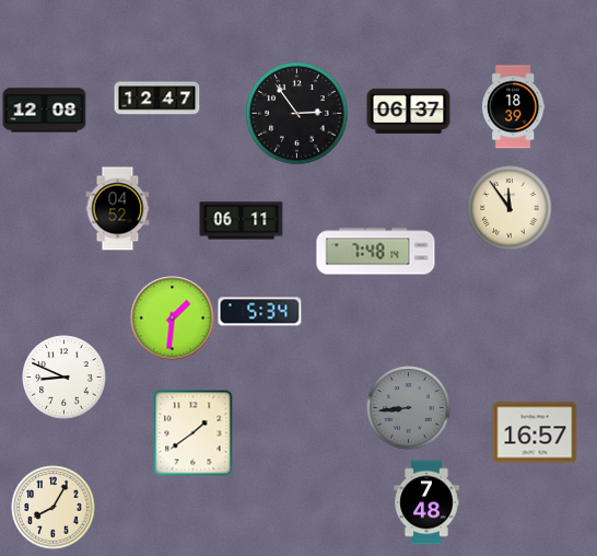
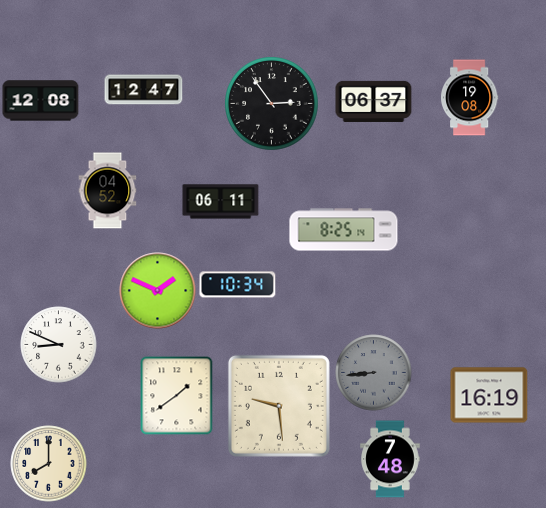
clock at (513, 107): 18:39 -> 19:08
clock at (510, 208): 11:54 -> none
clock at (376, 252): 7:48 -> 8:25
clock at (260, 312): 5:34 -> 10:34
clock at (173, 318): 1:31 -> 1:49
clock at (535, 432): 16:57 -> 16:19
clock at (279, 406): none -> 9:29
clock at (54, 508): 8:05 -> 8:00
